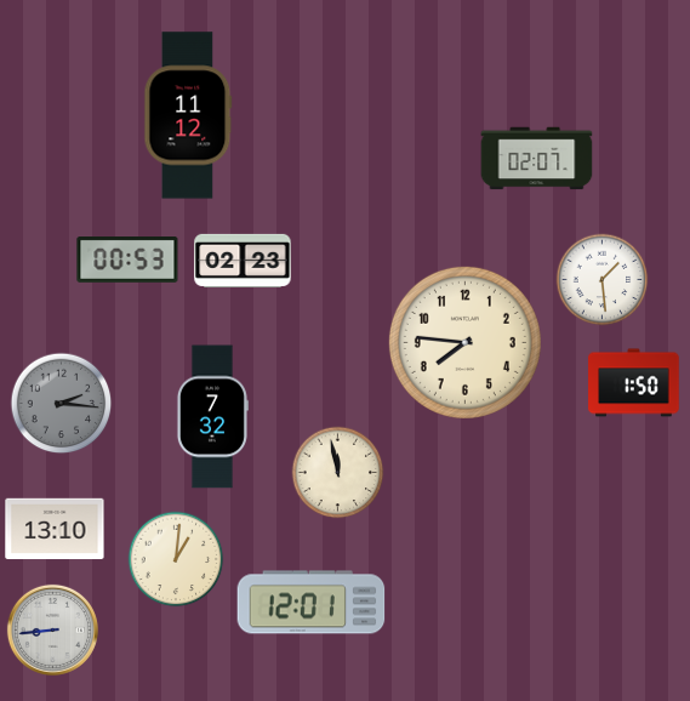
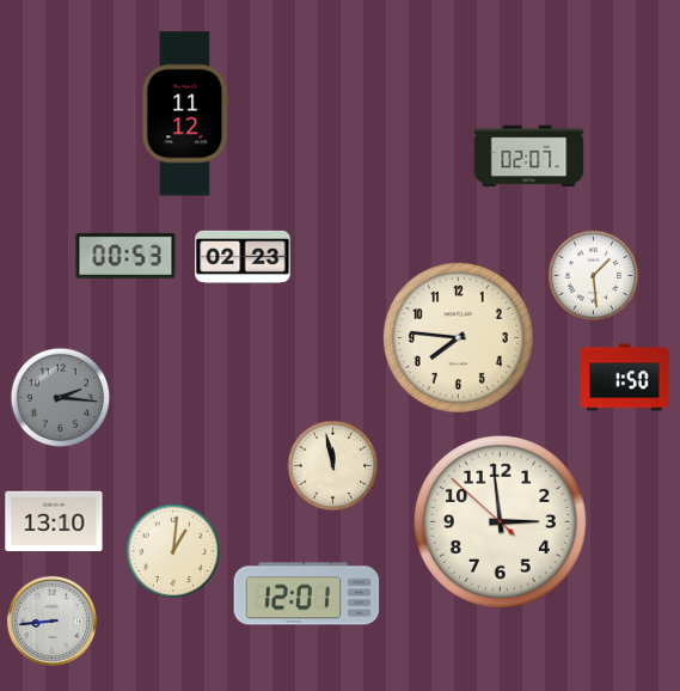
clock at (243, 261) position: (243, 261) -> (243, 257)
clock at (212, 417): 7:32 -> none
clock at (500, 521): none -> 2:58
